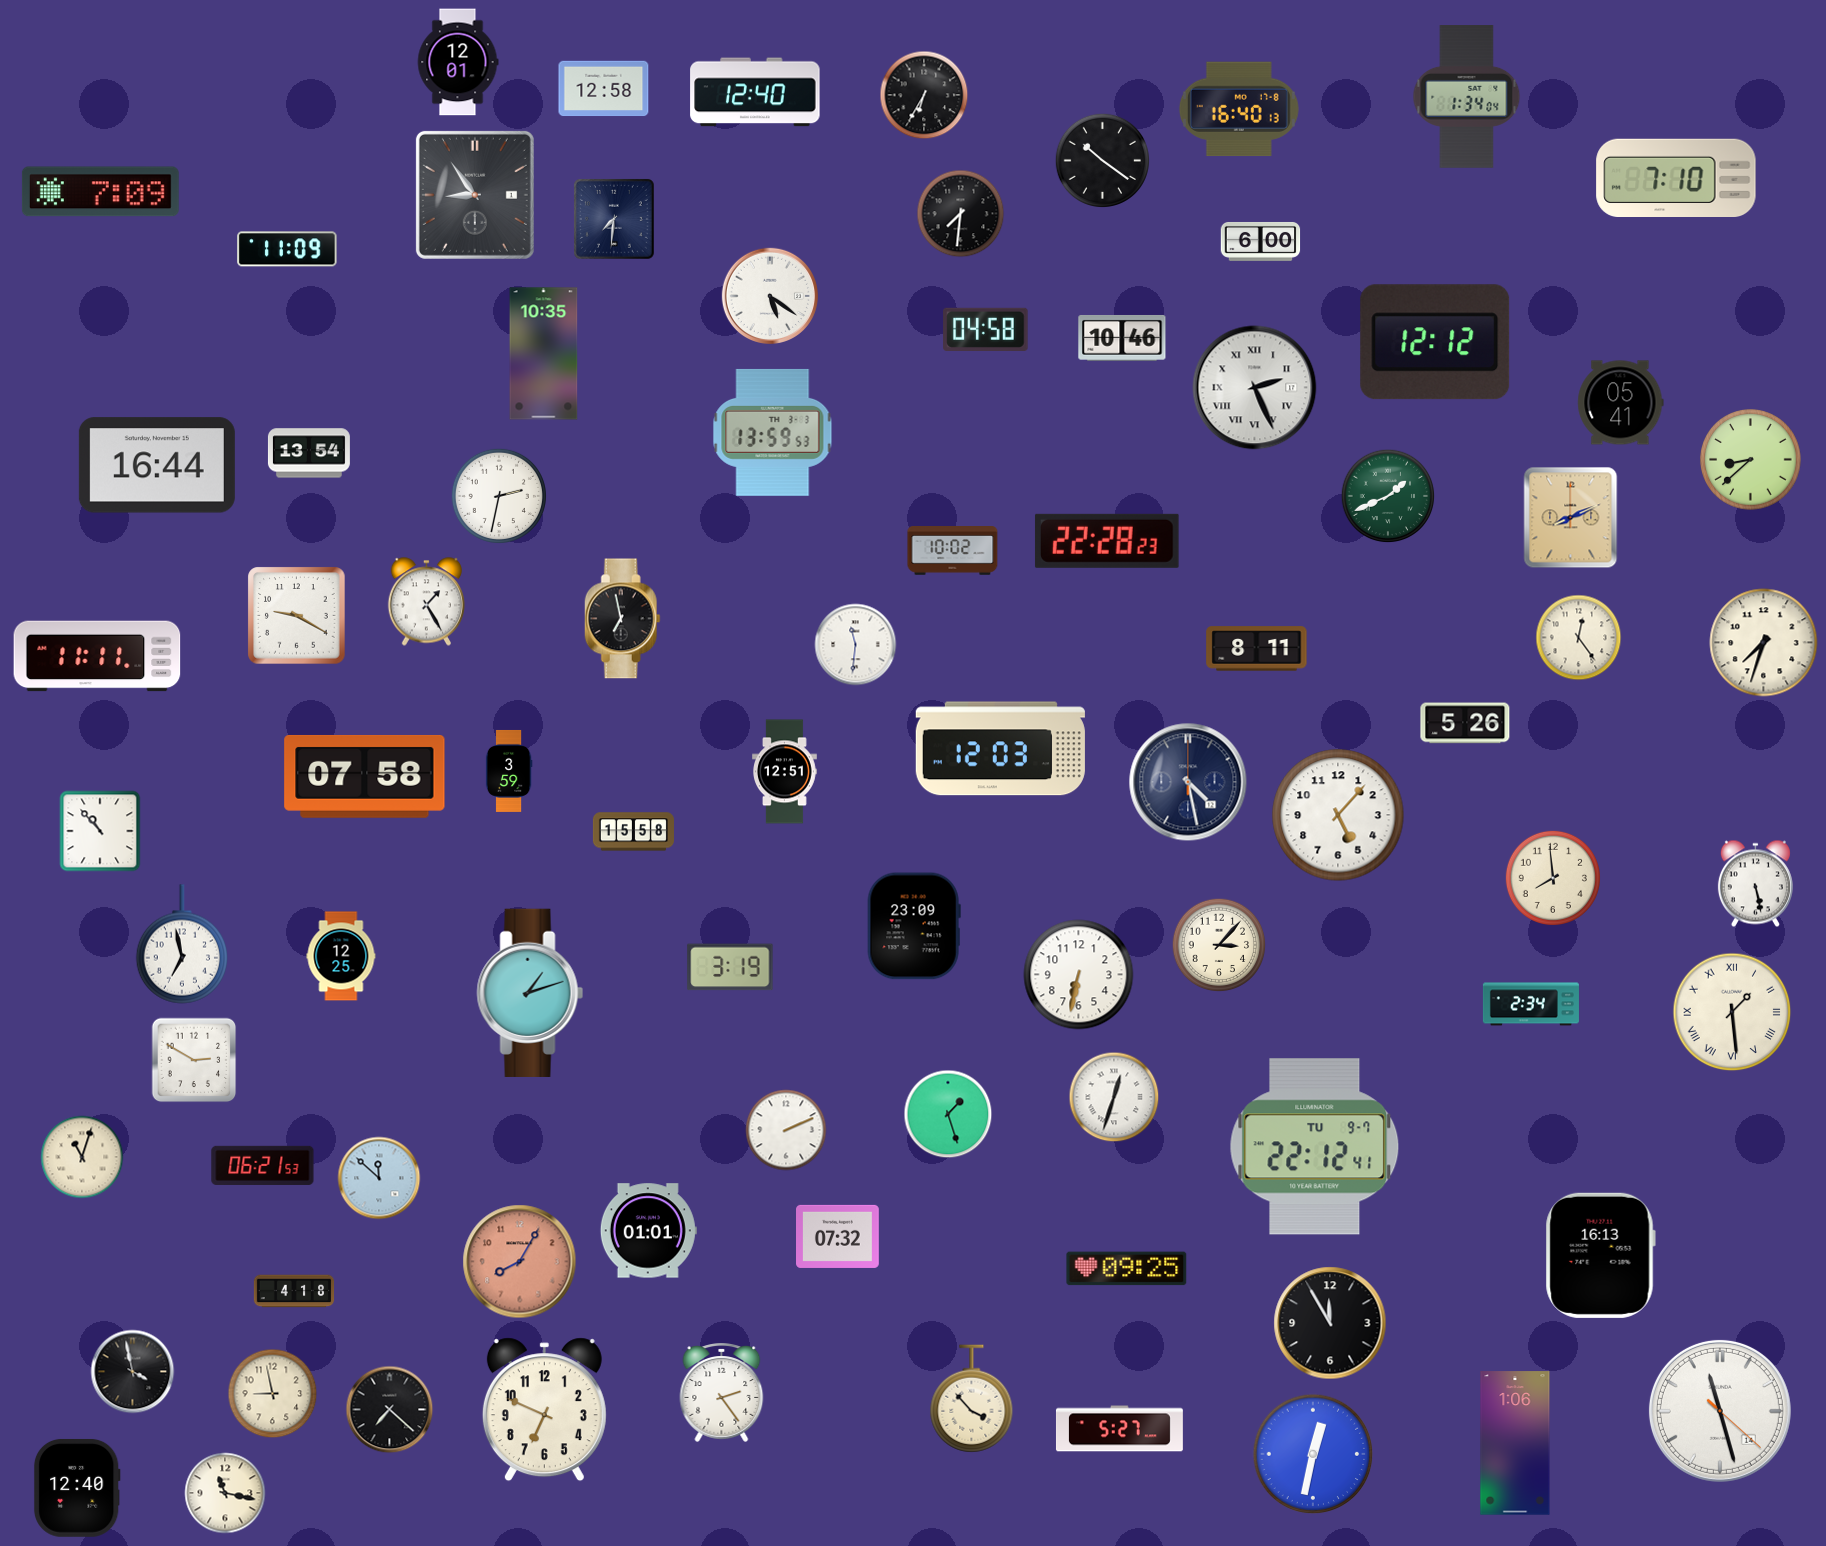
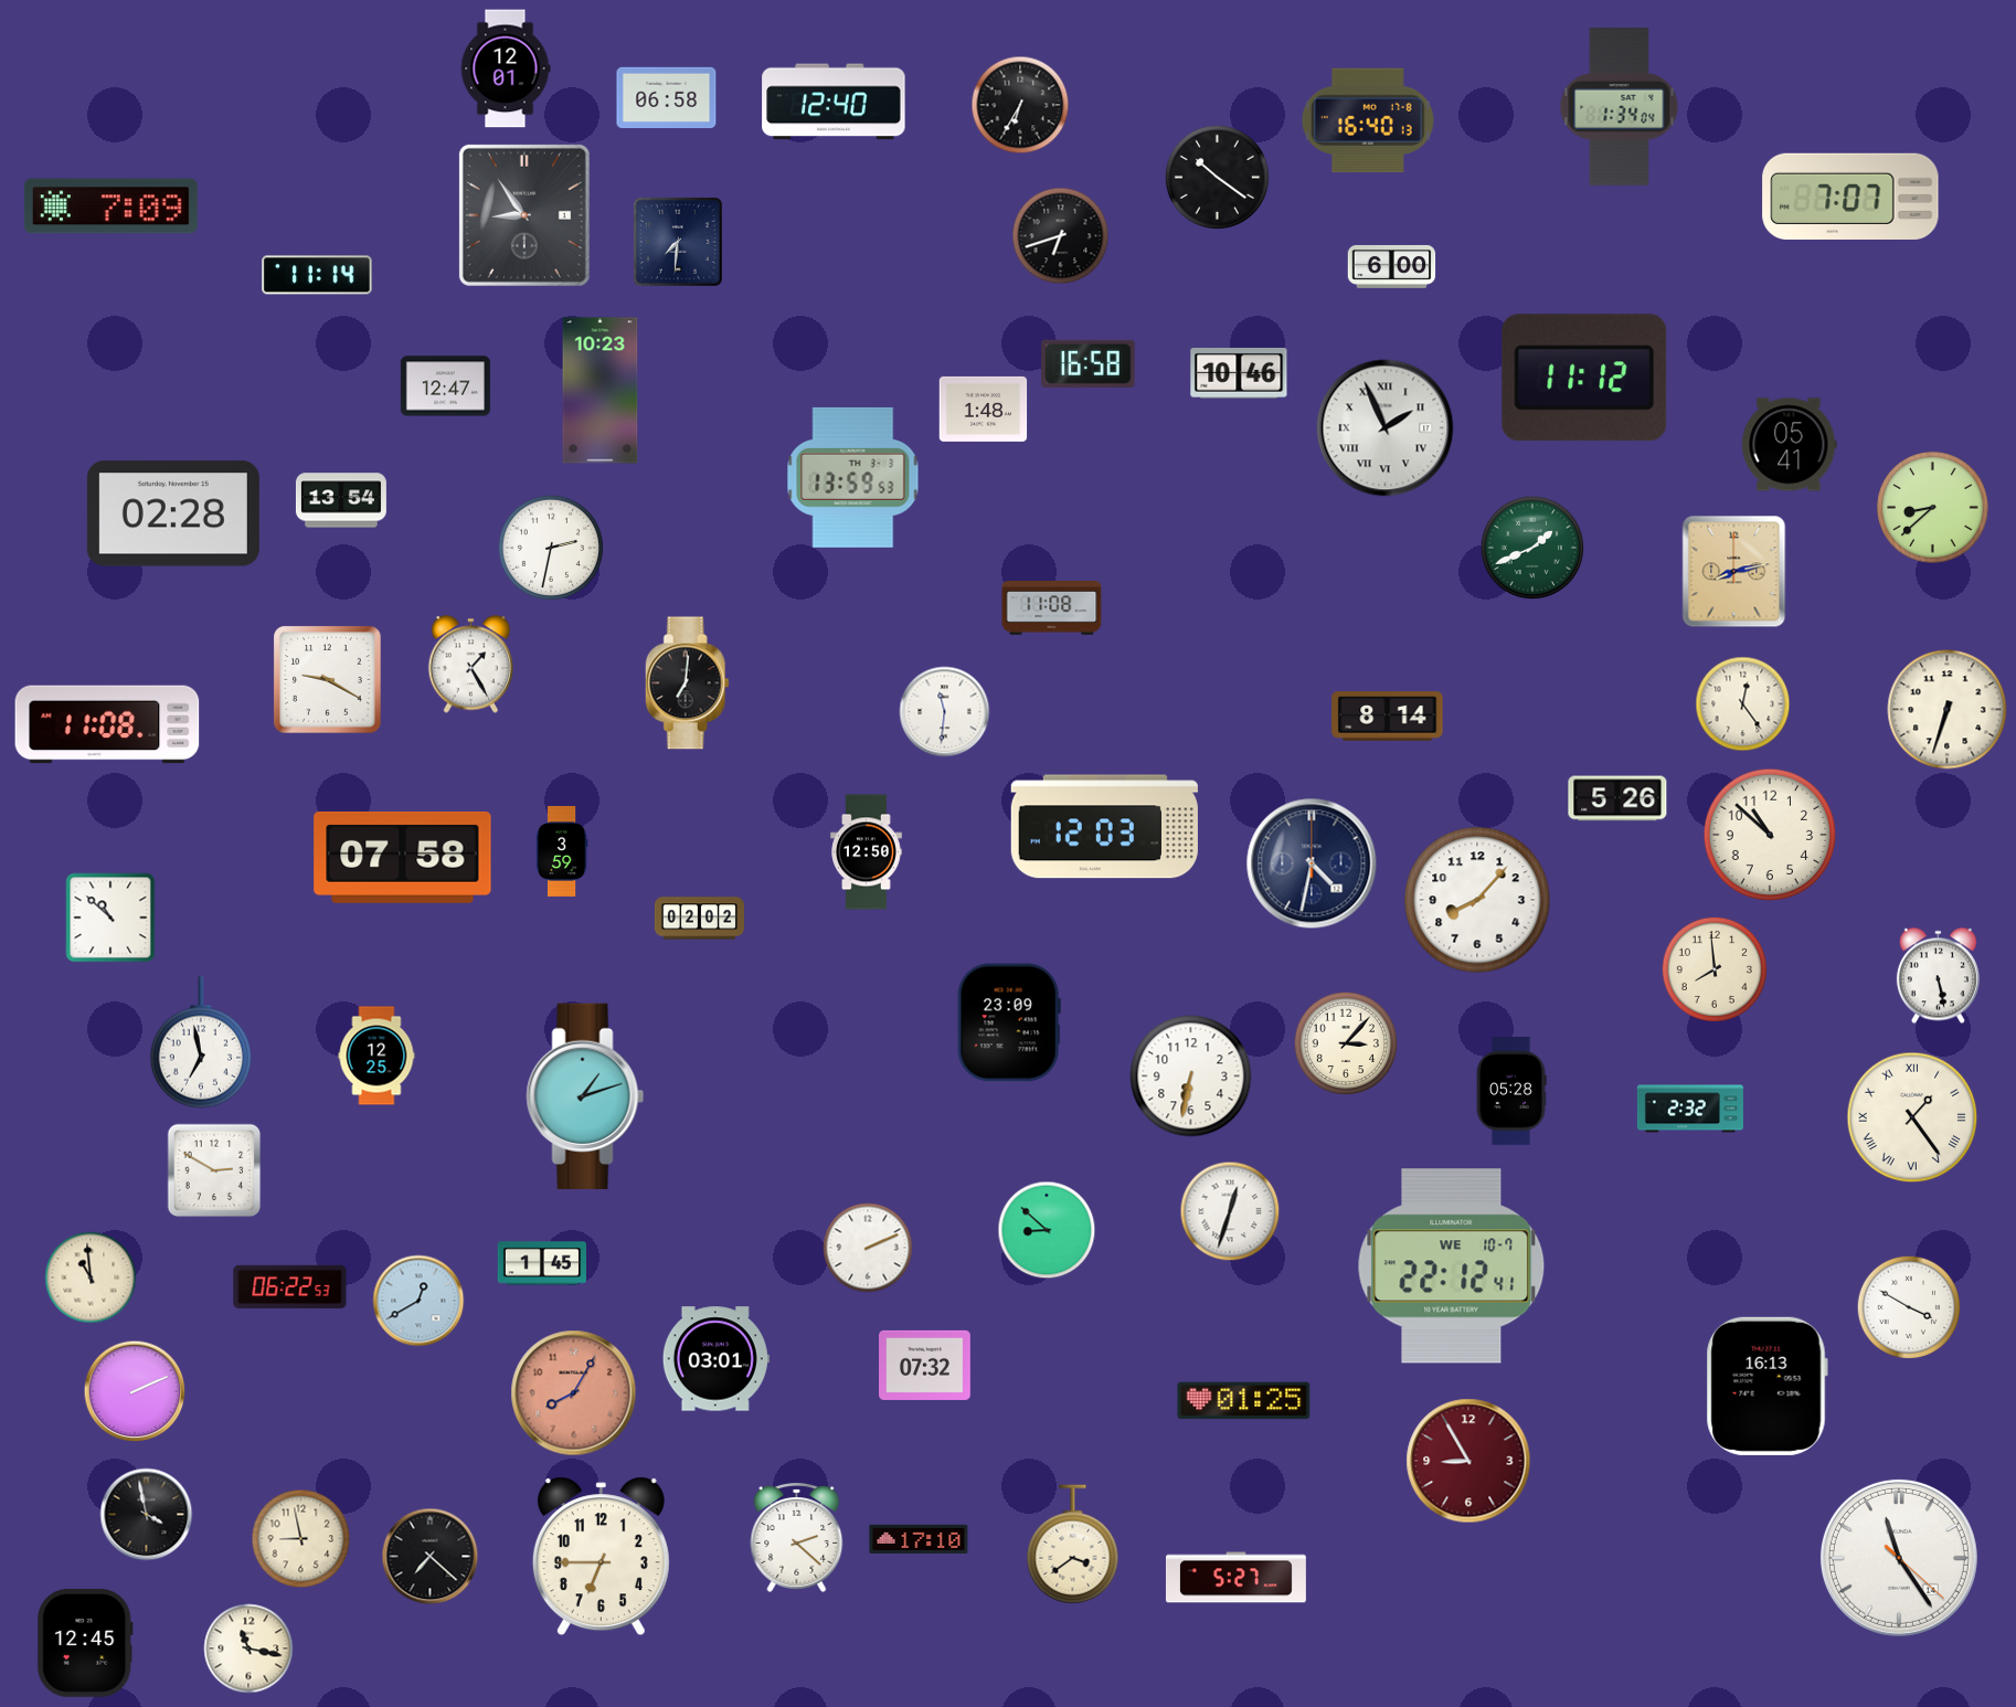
clock at (604, 89): 12:58 -> 06:58
clock at (1676, 177): 7:10 -> 7:07
clock at (100, 192) position: (100, 192) -> (110, 206)
clock at (961, 214): 7:31 -> 6:42
clock at (287, 249): 11:09 -> 11:14
clock at (770, 296): 5:21 -> none
clock at (986, 329): 04:58 -> 16:58
clock at (1435, 342): 12:12 -> 11:12
clock at (445, 386): none -> 12:47
clock at (544, 354): 10:35 -> 10:23
clock at (984, 409): none -> 1:48
clock at (1255, 388): 2:26 -> 1:56
clock at (157, 465): 16:44 -> 02:28
clock at (1571, 518): 8:11 -> 8:13
clock at (1107, 541): 22:28 -> none
clock at (953, 551): 10:02 -> 11:08
clock at (622, 619): 6:58 -> 7:01
clock at (1764, 643): 7:33 -> 6:33
clock at (1257, 649): 8:11 -> 8:14
clock at (97, 656): 11:11 -> 11:08
clock at (1770, 835): none -> 10:52
clock at (785, 772): 12:51 -> 12:50
clock at (1188, 782): 4:28 -> 4:32
clock at (1338, 815): 5:07 -> 8:07
clock at (100, 831): 10:53 -> 10:52
clock at (633, 832): 15:58 -> 02:02
clock at (730, 967): 3:19 -> none
clock at (1511, 1092): none -> 05:28
clock at (1531, 1004): 2:34 -> 2:32
clock at (1732, 1012): 1:29 -> 1:24
clock at (948, 1114): 1:27 -> 8:52
clock at (541, 1263): none -> 1:45
clock at (1315, 1147) date: TU 9-7 -> WE 10-7
clock at (82, 1157): 11:03 -> 10:59
clock at (263, 1165): 06:21 -> 06:22
clock at (379, 1178): 11:52 -> 12:40
clock at (1909, 1307): none -> 3:50
clock at (648, 1231): 01:01 -> 03:01
clock at (135, 1391): none -> 2:11
clock at (1127, 1269): 09:25 -> 01:25
clock at (294, 1291): 4:18 -> none
clock at (1330, 1323): 11:55 -> 8:55
clock at (1330, 1323) dial: black -> burgundy
clock at (722, 1392): 2:24 -> 2:22
clock at (919, 1539): none -> 17:10
clock at (972, 1399): 3:53 -> 3:39
clock at (544, 1410): 6:49 -> 6:45
clock at (1720, 1411): 11:27 -> 11:24
clock at (1515, 1443): 1:06 -> none
clock at (1313, 1454): 12:32 -> none
clock at (77, 1488): 12:40 -> 12:45
